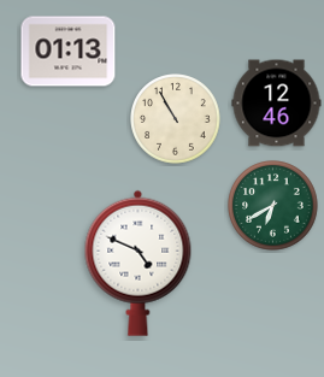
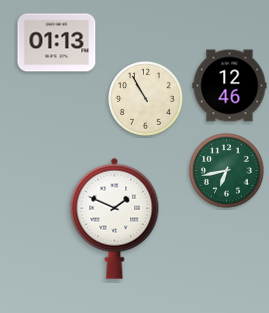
clock at (273, 206): 6:40 -> 6:43
clock at (139, 263): 4:49 -> 1:49
